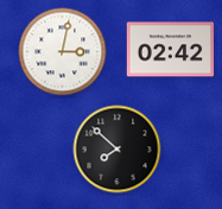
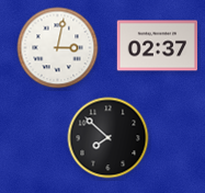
clock at (171, 50): 02:42 -> 02:37
